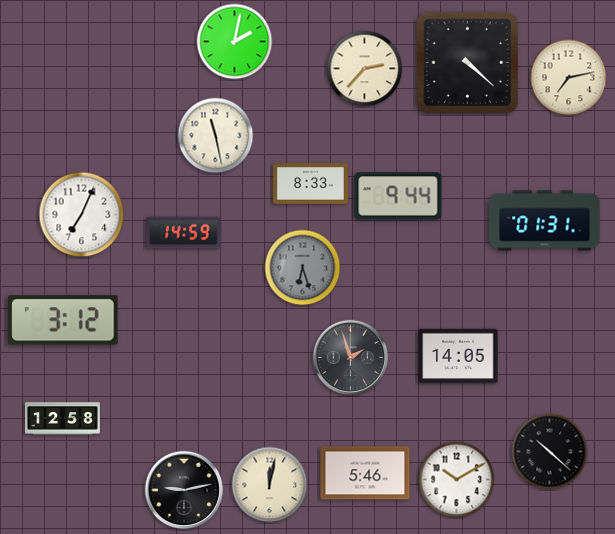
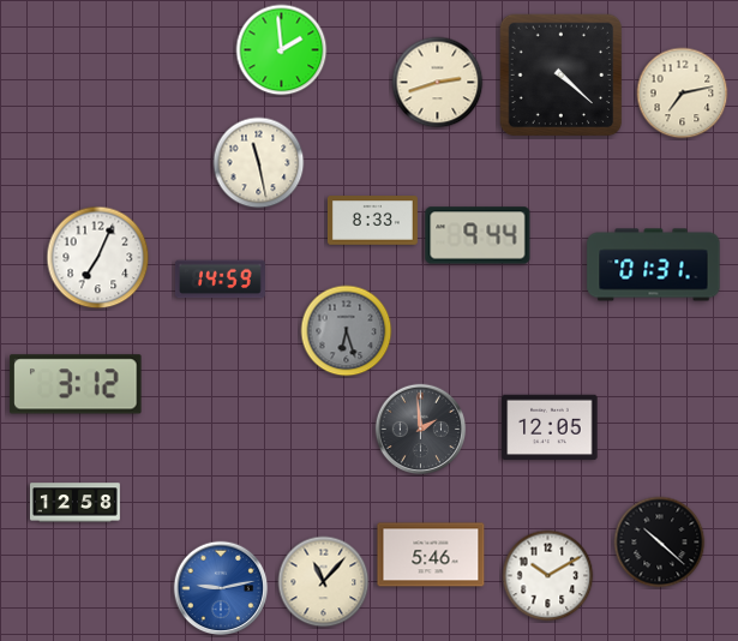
clock at (235, 42): 2:02 -> 1:59
clock at (365, 69): 2:37 -> 2:42
clock at (303, 268) position: (303, 268) -> (347, 331)
clock at (458, 356): 14:05 -> 12:05
clock at (351, 358): 1:57 -> 1:59
clock at (365, 473) position: (365, 473) -> (431, 555)
clock at (270, 485): 12:02 -> 11:07
clock at (184, 490) dial: black -> blue
